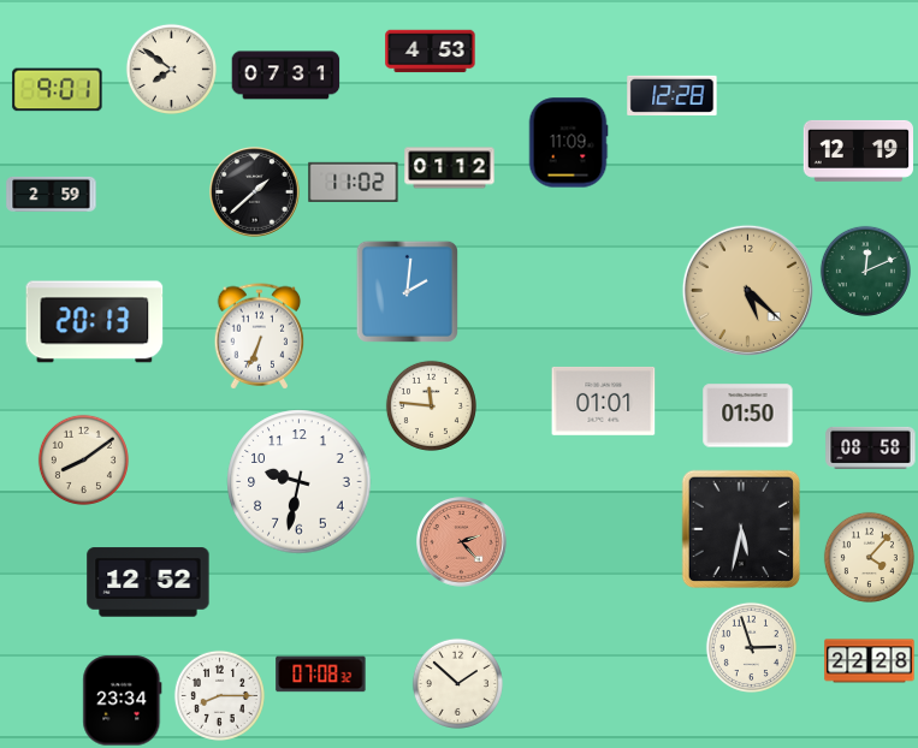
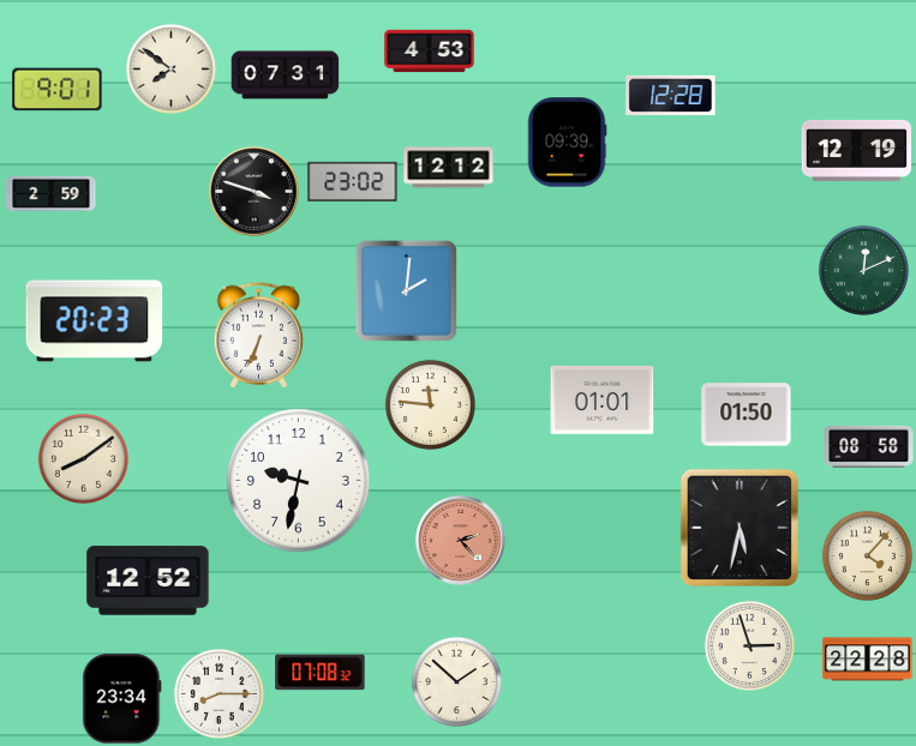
clock at (568, 143): 11:09 -> 09:39
clock at (450, 168): 01:12 -> 12:12
clock at (354, 182): 11:02 -> 23:02
clock at (255, 192): 1:38 -> 3:48
clock at (747, 290): 5:22 -> none
clock at (95, 322): 20:13 -> 20:23
